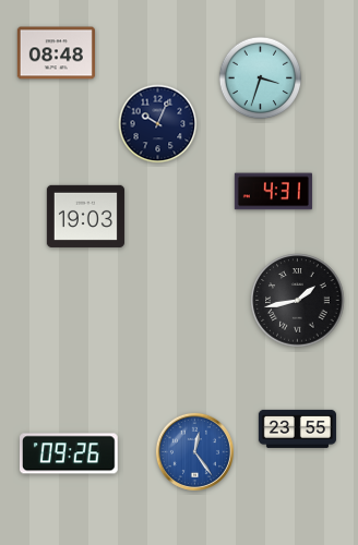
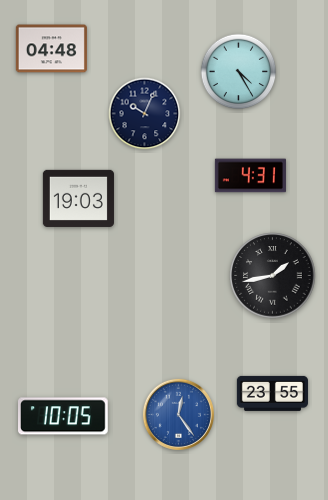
clock at (56, 53): 08:48 -> 04:48
clock at (261, 78): 3:33 -> 4:25
clock at (70, 453): 09:26 -> 10:05
